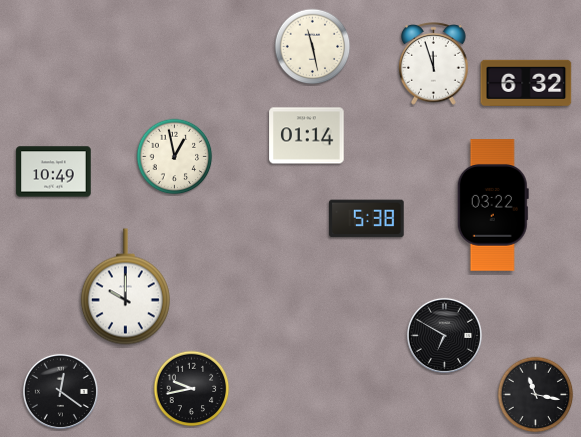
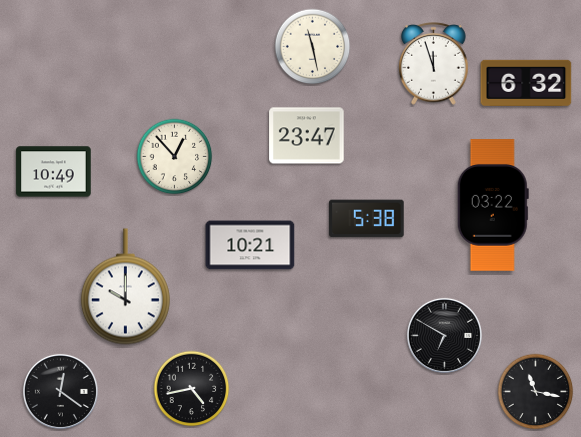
clock at (307, 136): 01:14 -> 23:47
clock at (175, 157): 12:58 -> 12:53
clock at (250, 245): none -> 10:21
clock at (192, 389): 9:43 -> 4:43
clock at (536, 395) position: (536, 395) -> (536, 392)
